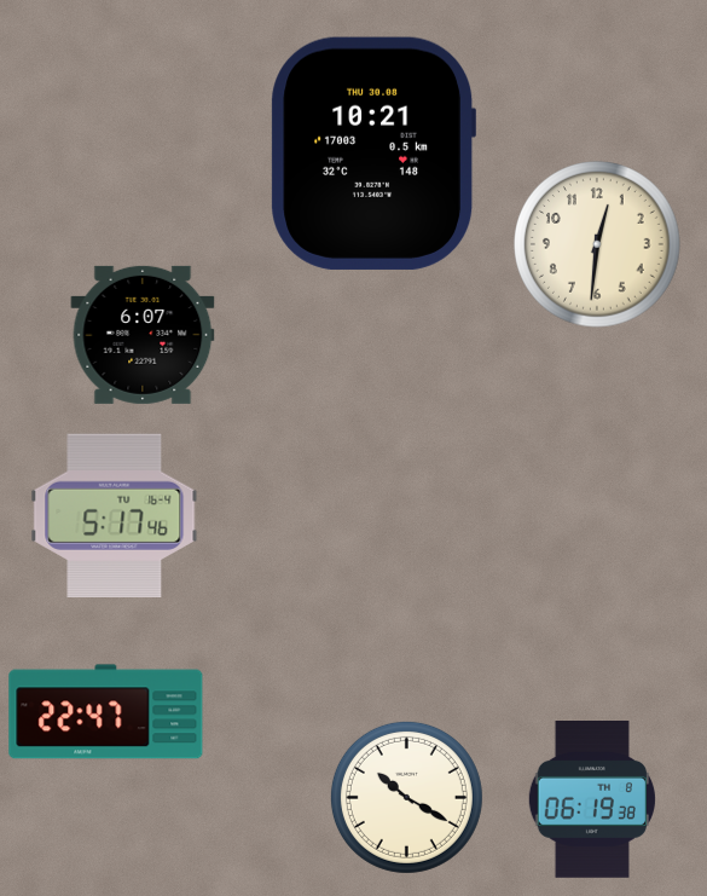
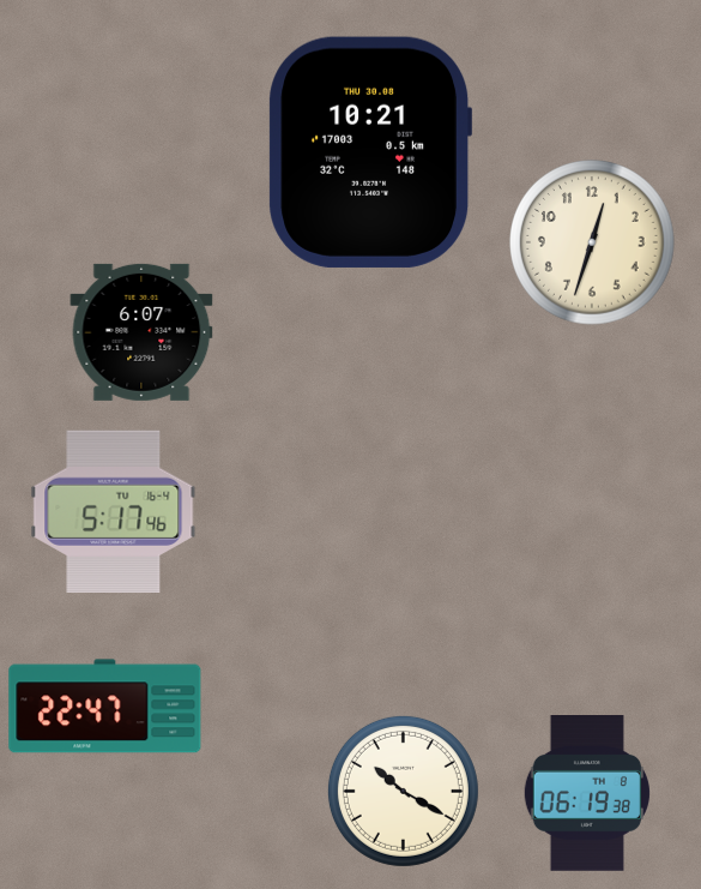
clock at (597, 244): 12:31 -> 12:33
